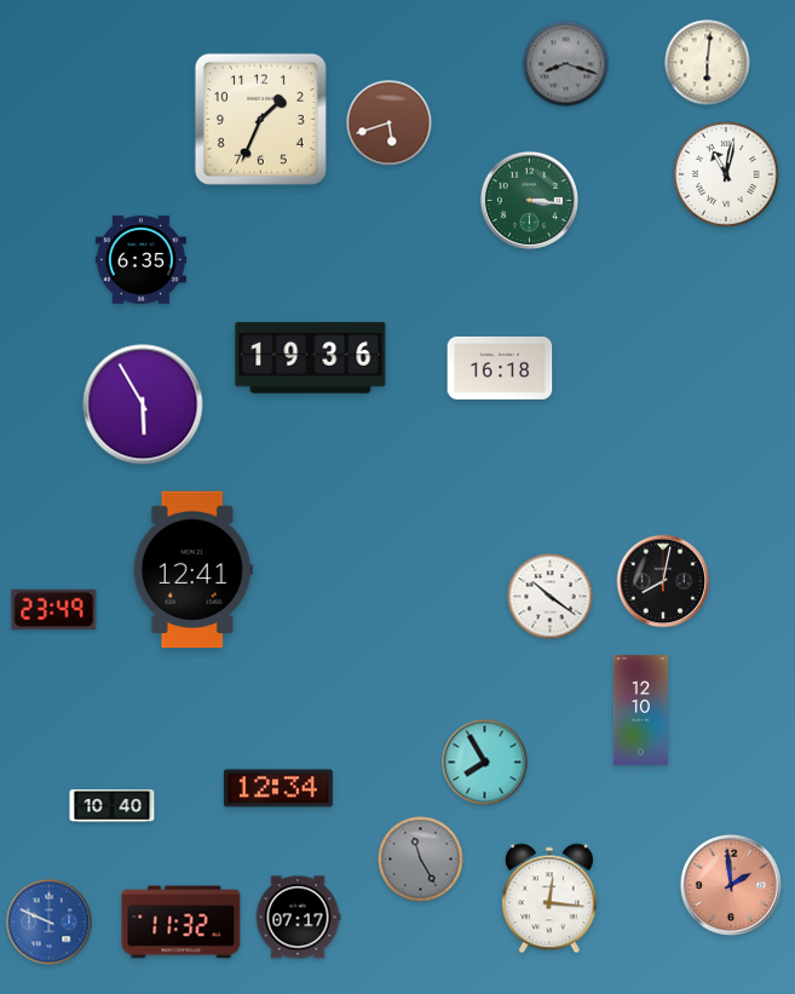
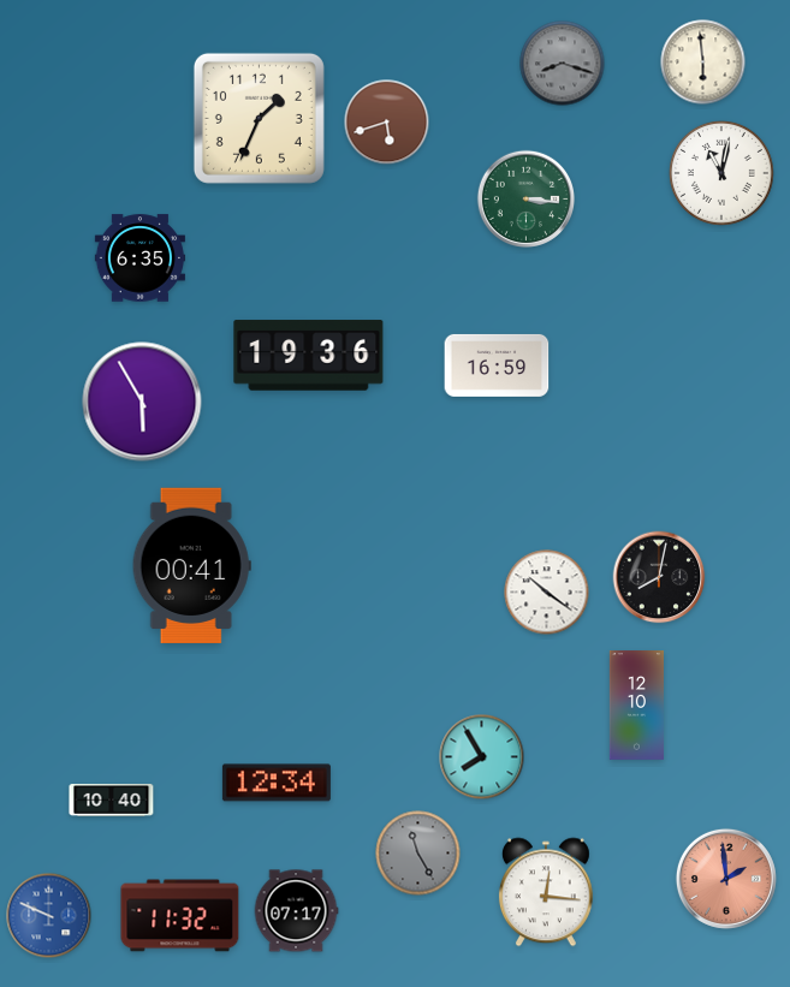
clock at (708, 63): 6:01 -> 5:59
clock at (500, 368): 16:18 -> 16:59
clock at (192, 569): 12:41 -> 00:41
clock at (54, 609): 23:49 -> none
